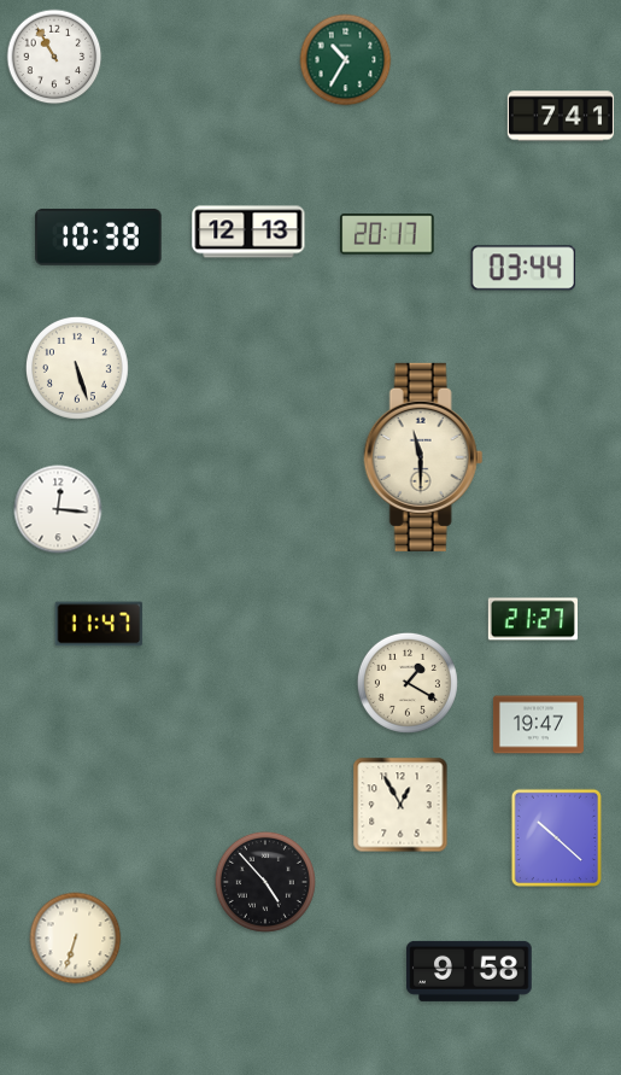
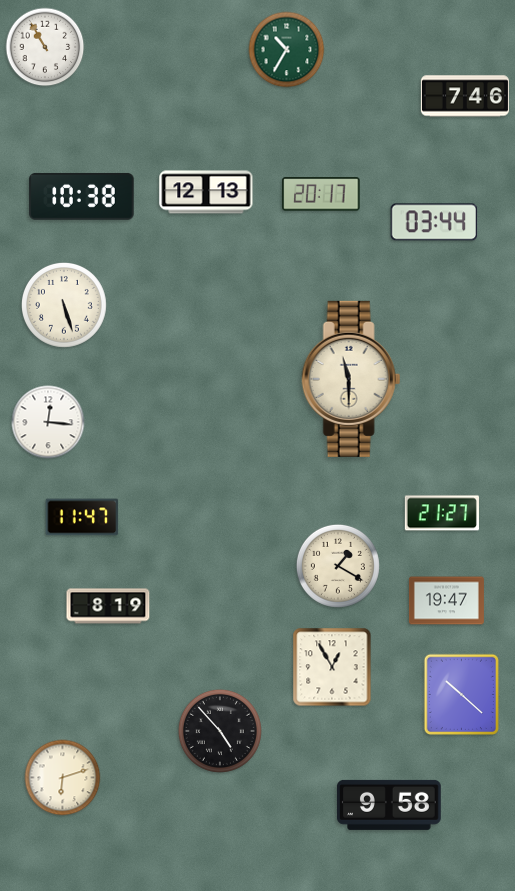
clock at (561, 116): 7:41 -> 7:46
clock at (108, 606): none -> 8:19
clock at (76, 939): 6:33 -> 6:12
